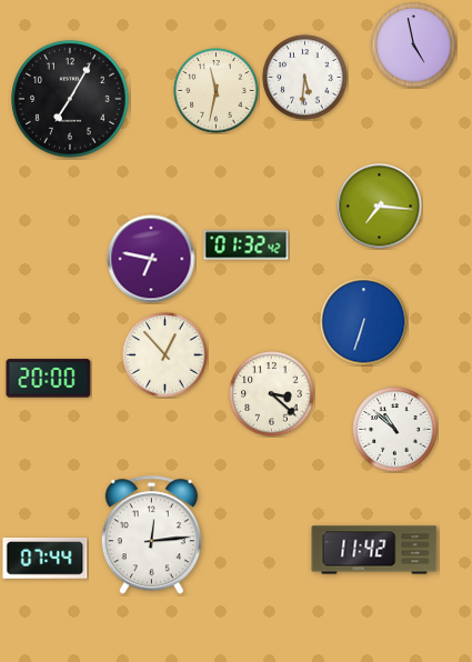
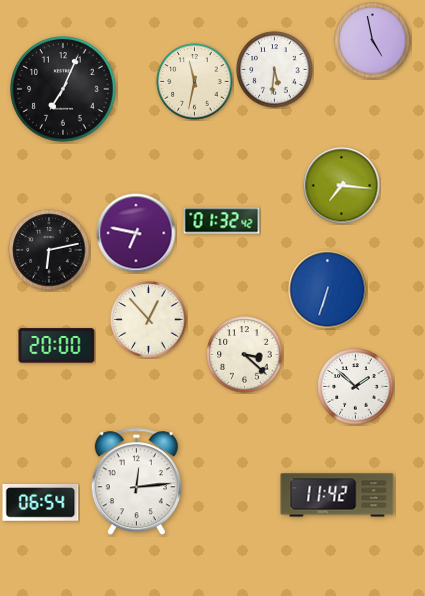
clock at (70, 99): 7:05 -> 7:04
clock at (49, 250): none -> 6:13
clock at (49, 379) position: (49, 379) -> (57, 346)
clock at (395, 430): 10:52 -> 1:52
clock at (46, 559): 07:44 -> 06:54
